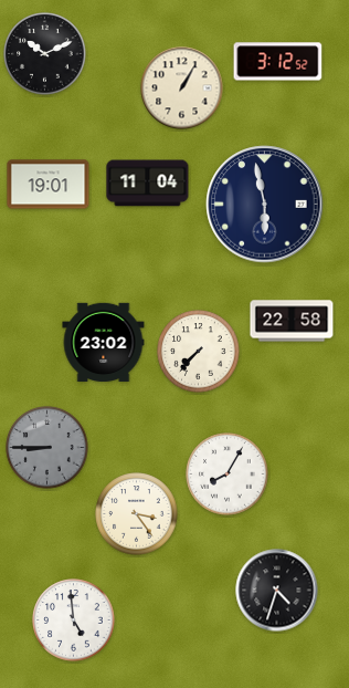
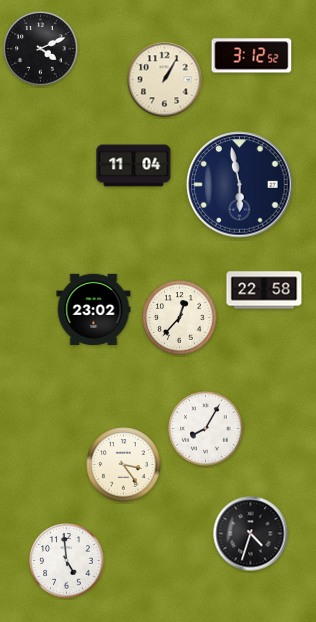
clock at (45, 54): 10:11 -> 4:11
clock at (49, 185): 19:01 -> none
clock at (199, 352): 7:37 -> 12:37
clock at (47, 448): 8:45 -> none
